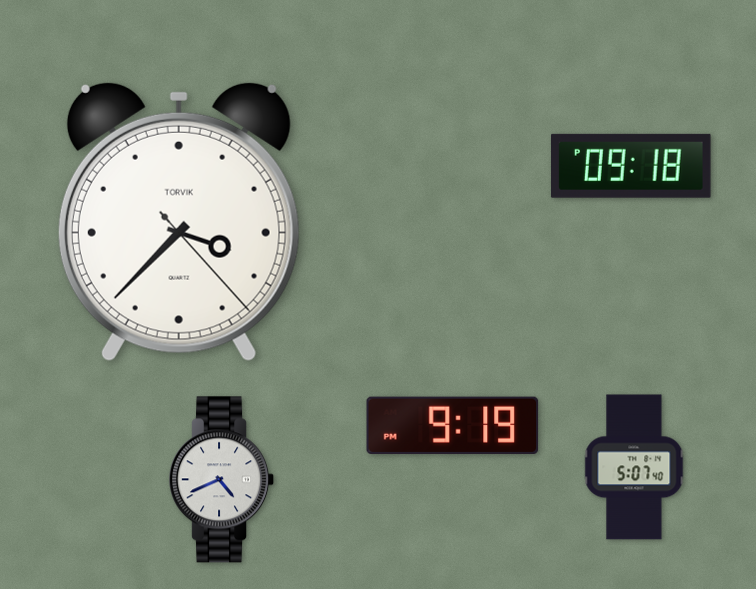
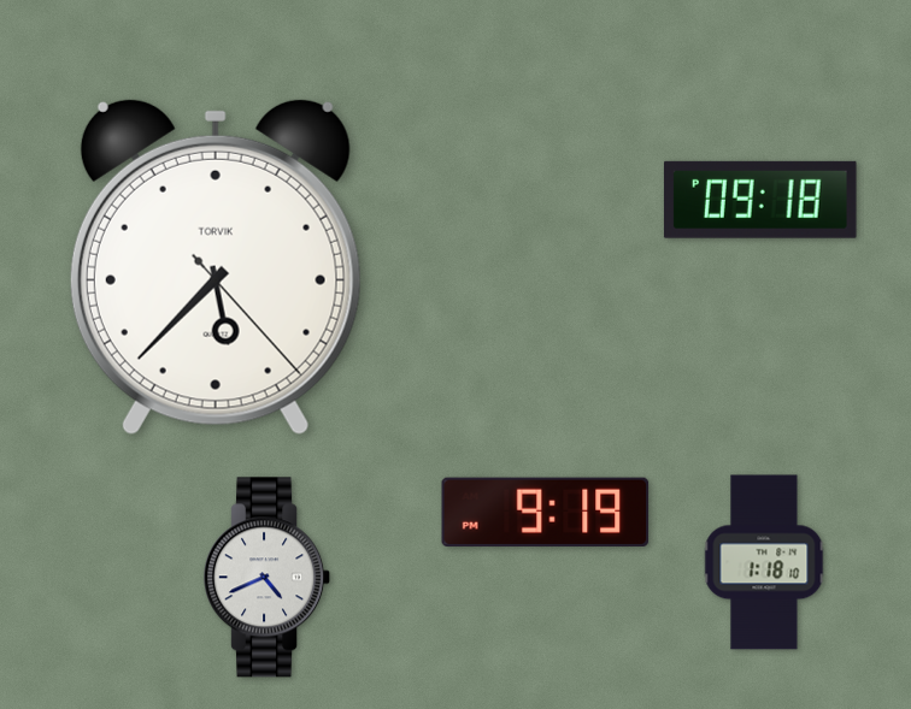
clock at (179, 222): 3:37 -> 5:37
clock at (634, 467): 5:07 -> 1:18
